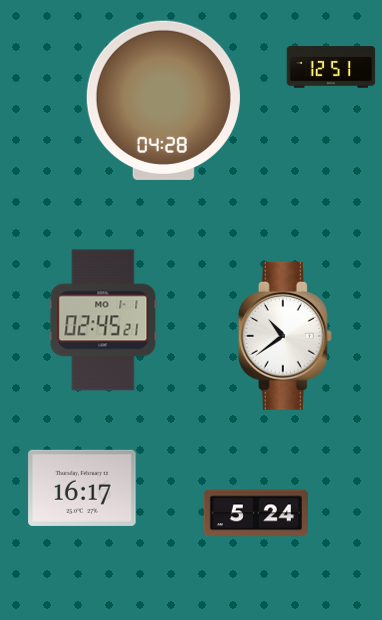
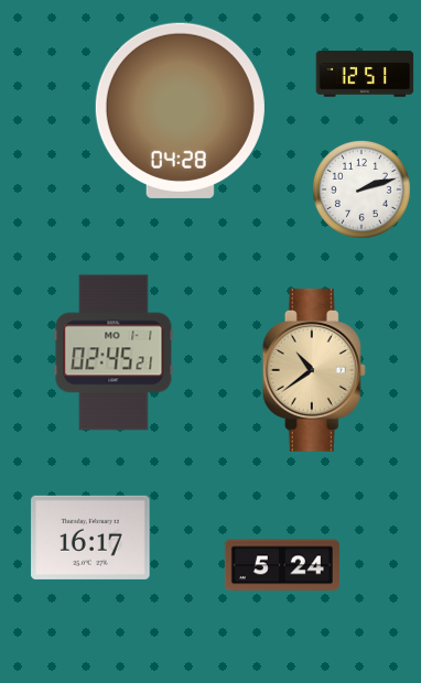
clock at (361, 189): none -> 2:12
clock at (285, 336) dial: white -> champagne
